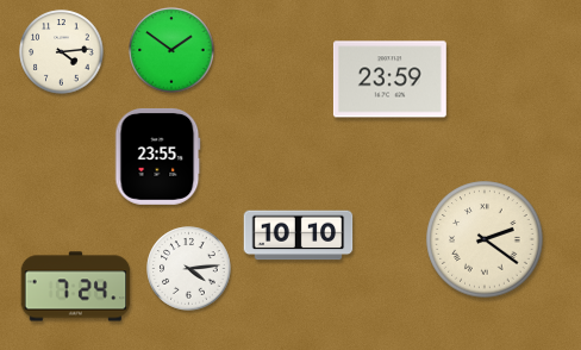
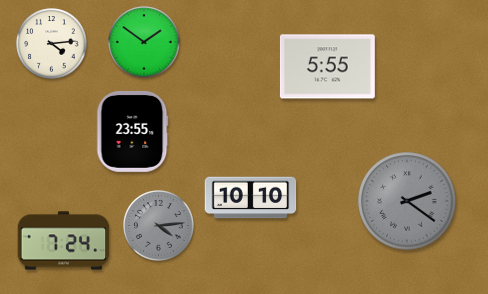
clock at (389, 80): 23:59 -> 5:55
clock at (485, 239) dial: cream -> grey
clock at (189, 269) dial: white -> grey
